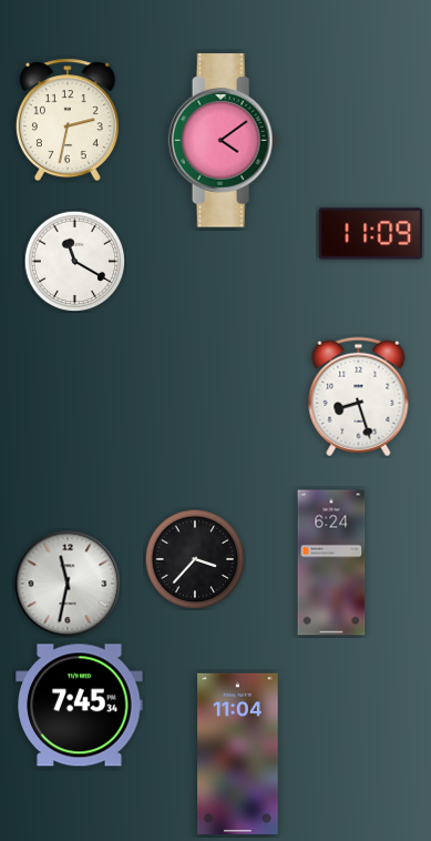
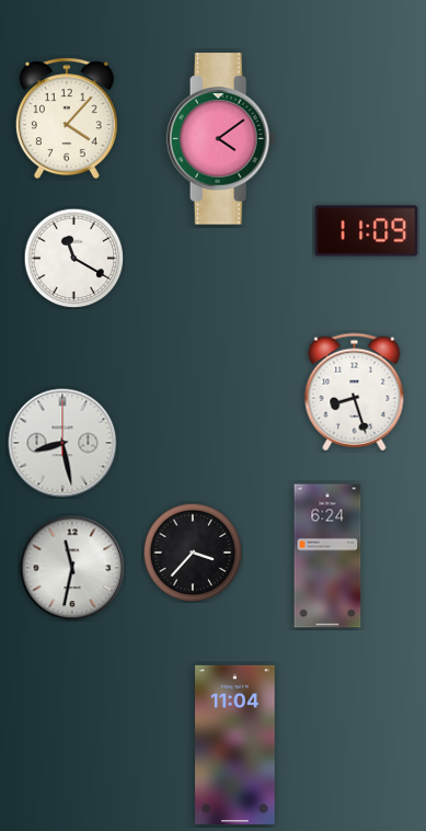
clock at (68, 120): 2:32 -> 4:07
clock at (62, 443): none -> 8:28
clock at (68, 584) position: (68, 584) -> (72, 568)
clock at (80, 706): 7:45 -> none
